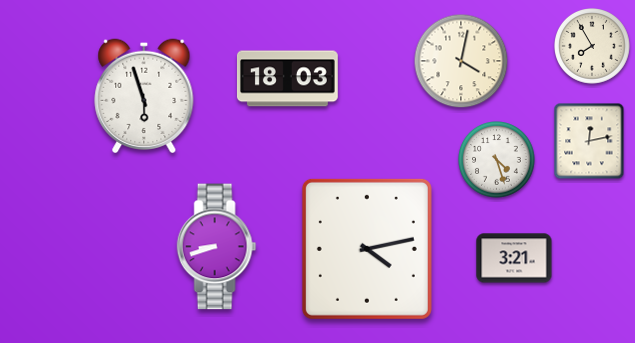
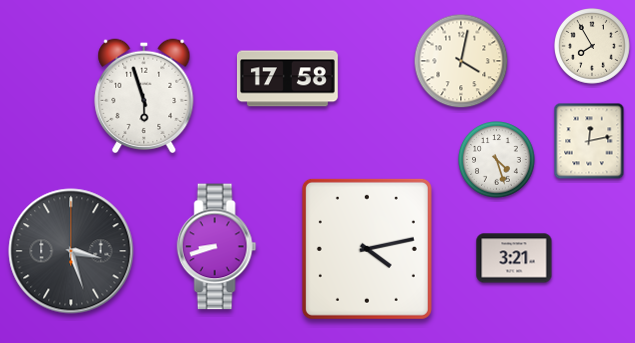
clock at (287, 79): 18:03 -> 17:58
clock at (71, 251): none -> 3:27
